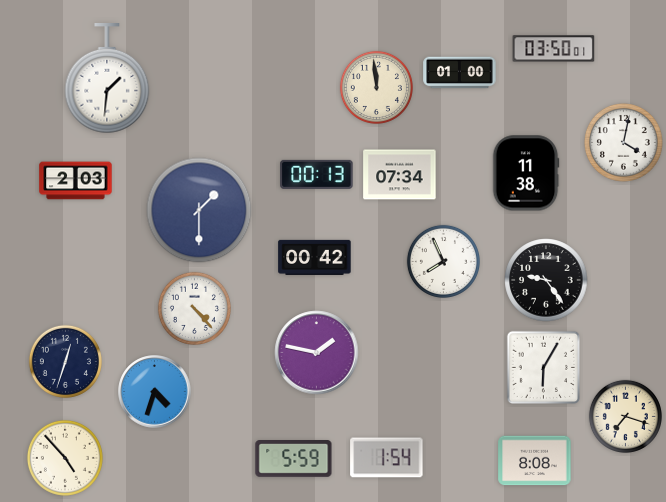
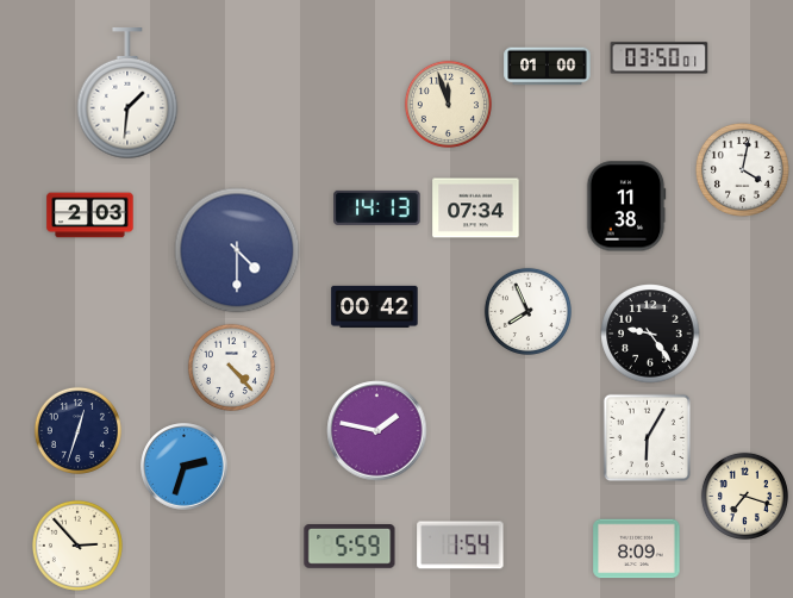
clock at (460, 73) position: (460, 73) -> (548, 67)
clock at (376, 87): 11:59 -> 11:57
clock at (317, 174): 00:13 -> 14:13
clock at (199, 210): 1:30 -> 4:30
clock at (317, 353) position: (317, 353) -> (377, 431)
clock at (155, 392): 4:33 -> 2:33
clock at (65, 458): 4:53 -> 2:53
clock at (535, 461): 8:08 -> 8:09
